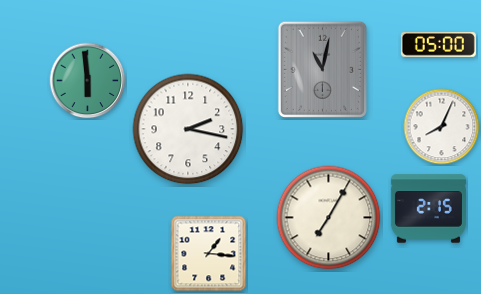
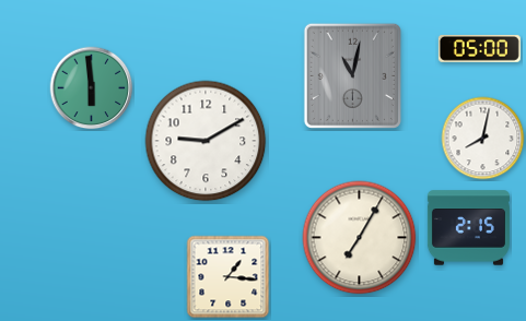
clock at (88, 81) position: (88, 81) -> (92, 88)
clock at (442, 127): 8:04 -> 8:02
clock at (188, 129): 2:17 -> 9:10
